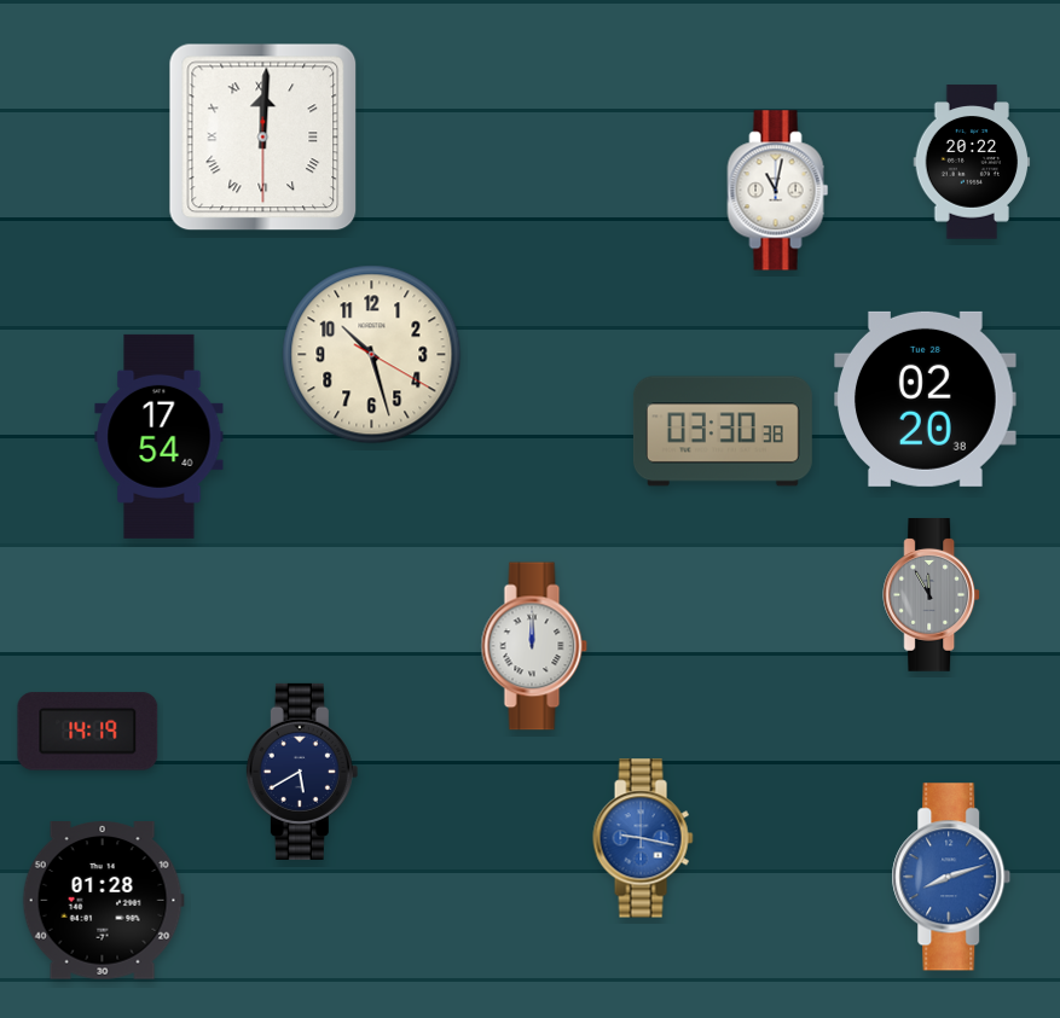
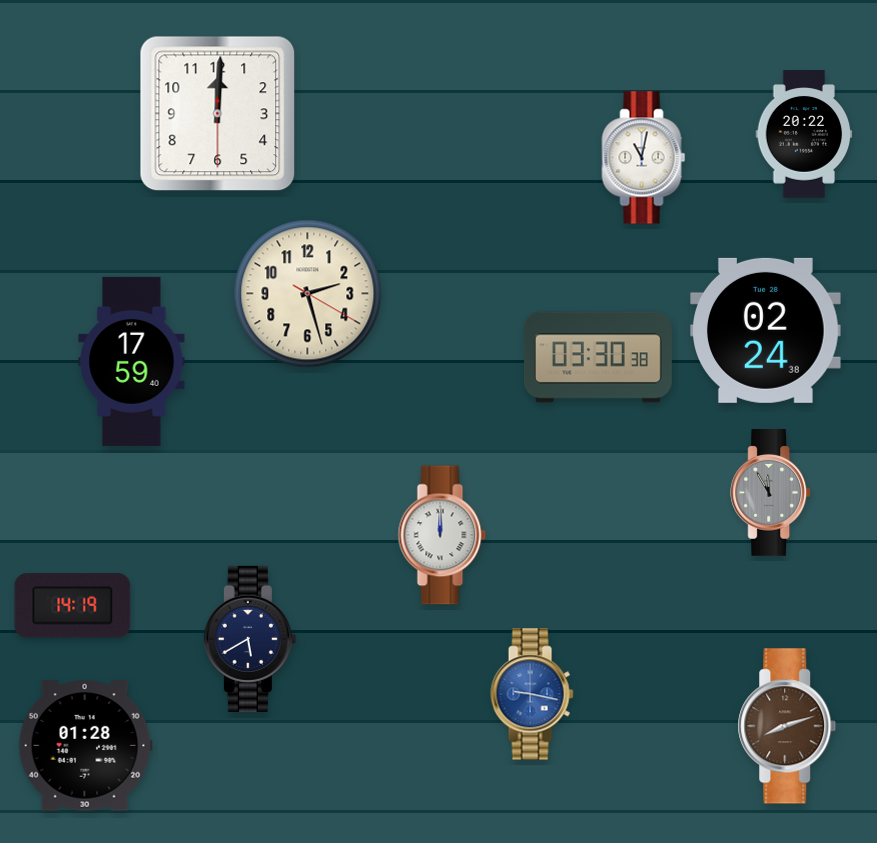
clock at (263, 138) numerals: Roman -> Arabic
clock at (372, 355): 10:27 -> 2:27
clock at (926, 399): 02:20 -> 02:24
clock at (160, 436): 17:54 -> 17:59
clock at (951, 877) dial: blue -> brown
